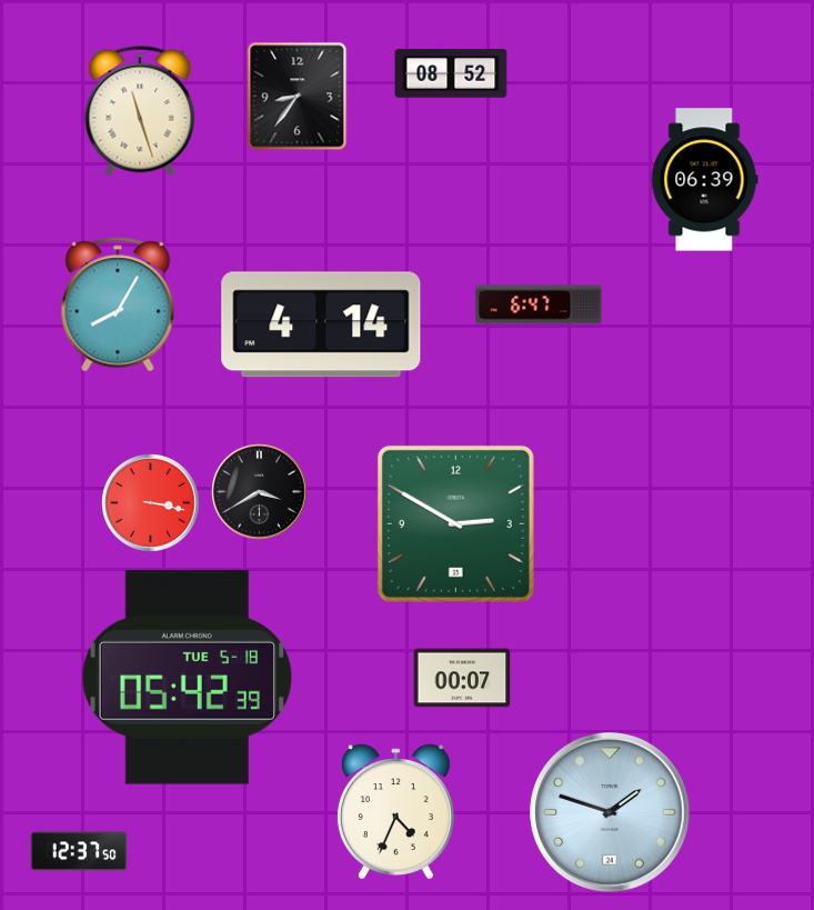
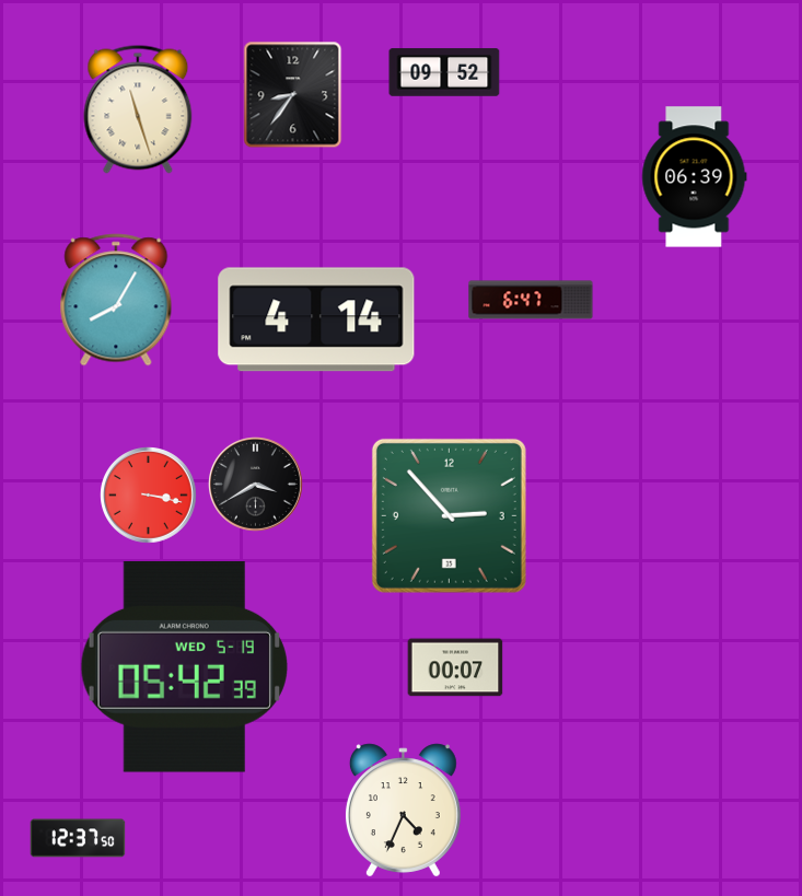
clock at (451, 73): 08:52 -> 09:52
clock at (455, 523): 2:50 -> 2:53
clock at (187, 678) date: TUE 5-18 -> WED 5-19
clock at (395, 812) position: (395, 812) -> (403, 811)
clock at (611, 813): 1:48 -> none
